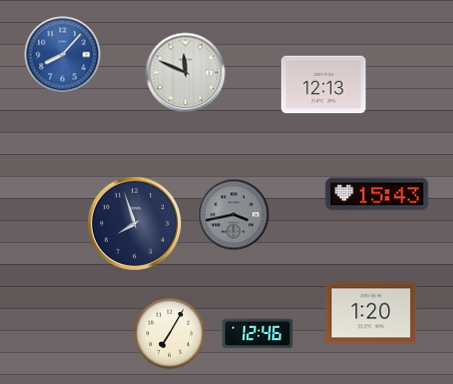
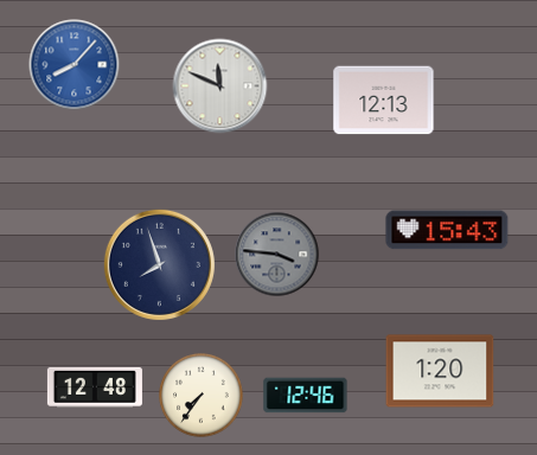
clock at (234, 215): 3:43 -> 3:46
clock at (95, 387): none -> 12:48
clock at (170, 334): 7:05 -> 7:36
